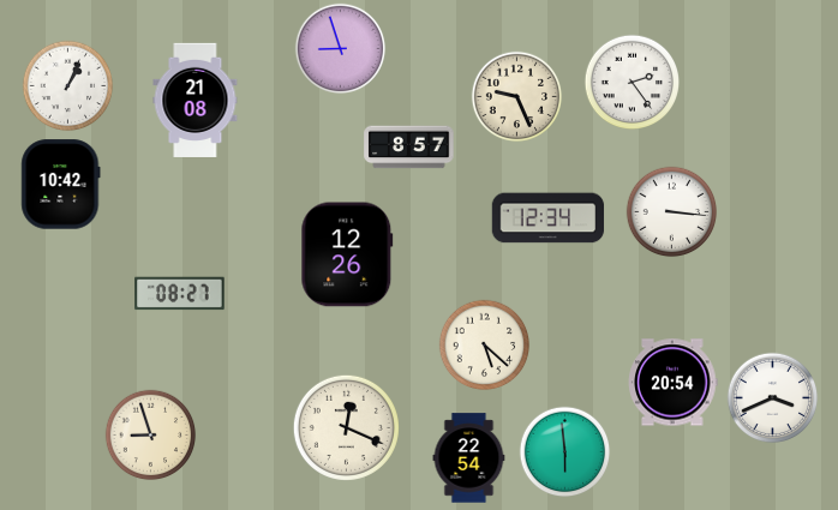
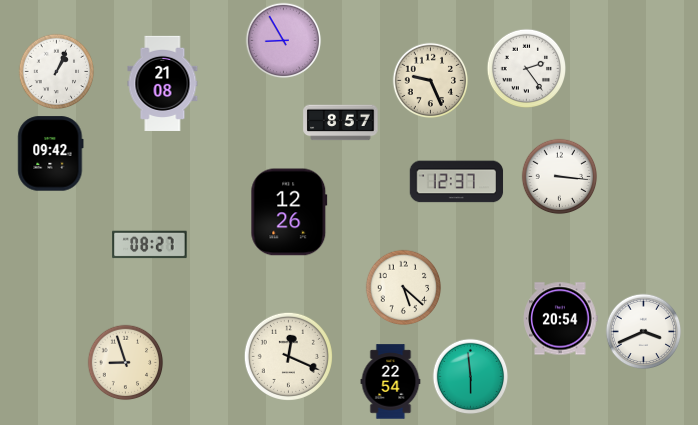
clock at (341, 49): 8:57 -> 8:55
clock at (61, 185): 10:42 -> 09:42
clock at (549, 218): 12:34 -> 12:37
